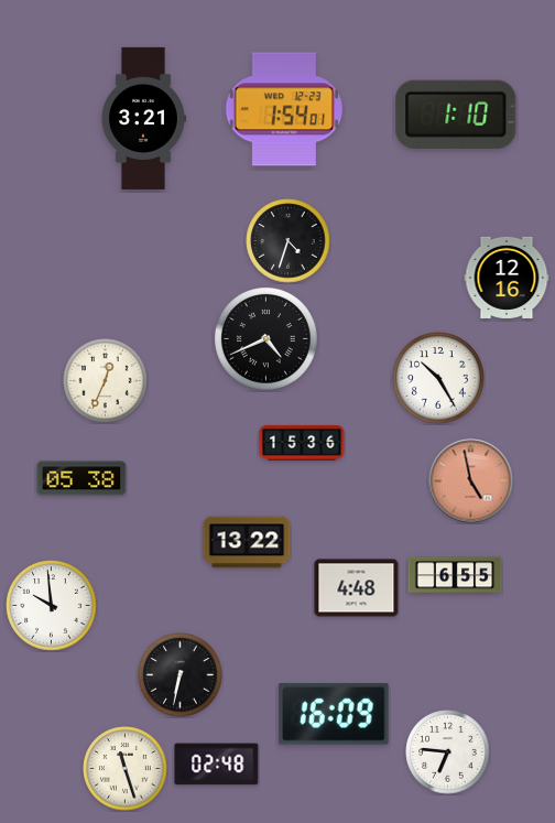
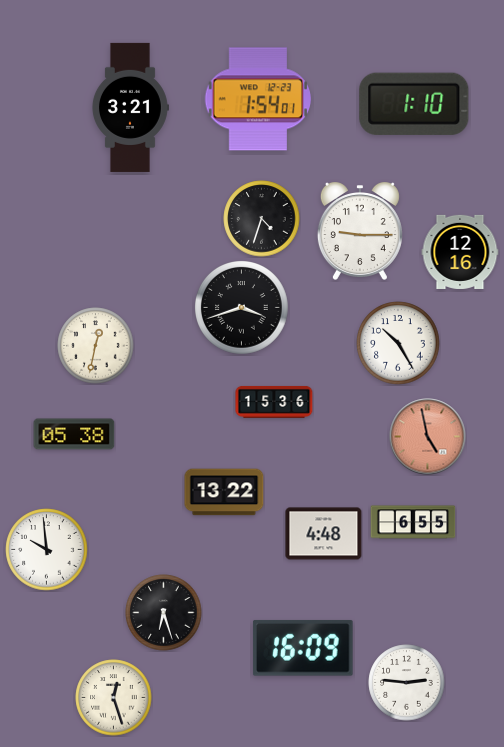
clock at (360, 231): none -> 9:15
clock at (266, 339): 4:41 -> 3:42
clock at (106, 381): 12:34 -> 12:32
clock at (181, 675): 6:32 -> 6:27
clock at (448, 752): 6:46 -> 2:46
clock at (217, 765): 02:48 -> none
clock at (126, 769): 11:27 -> 12:27
